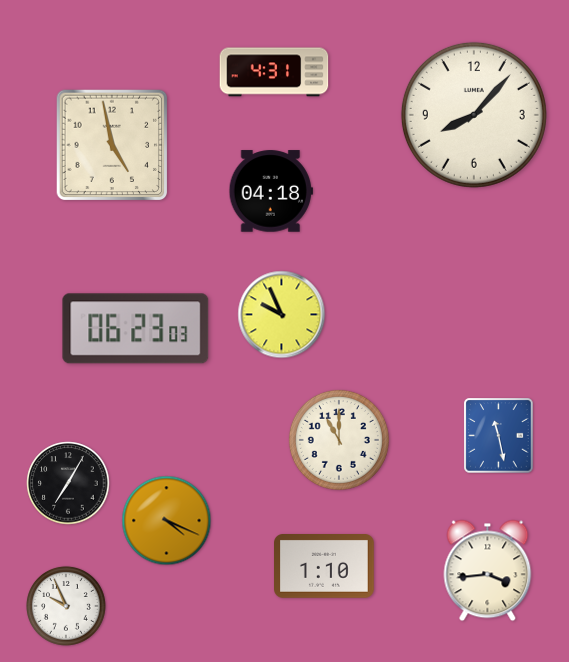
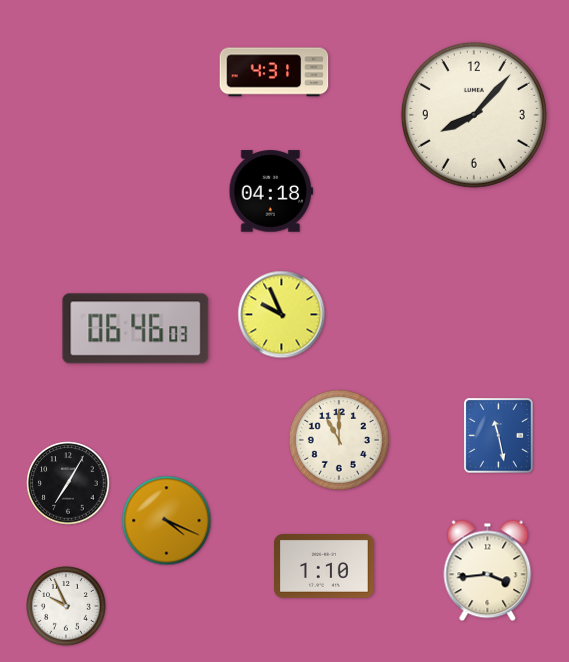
clock at (112, 145): 4:58 -> none
clock at (136, 329): 06:23 -> 06:46
